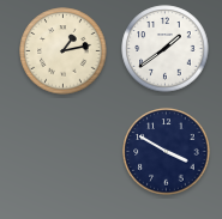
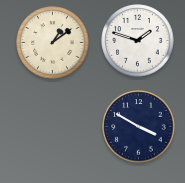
clock at (166, 49): 1:39 -> 1:48
clock at (64, 51): 1:13 -> 1:09
